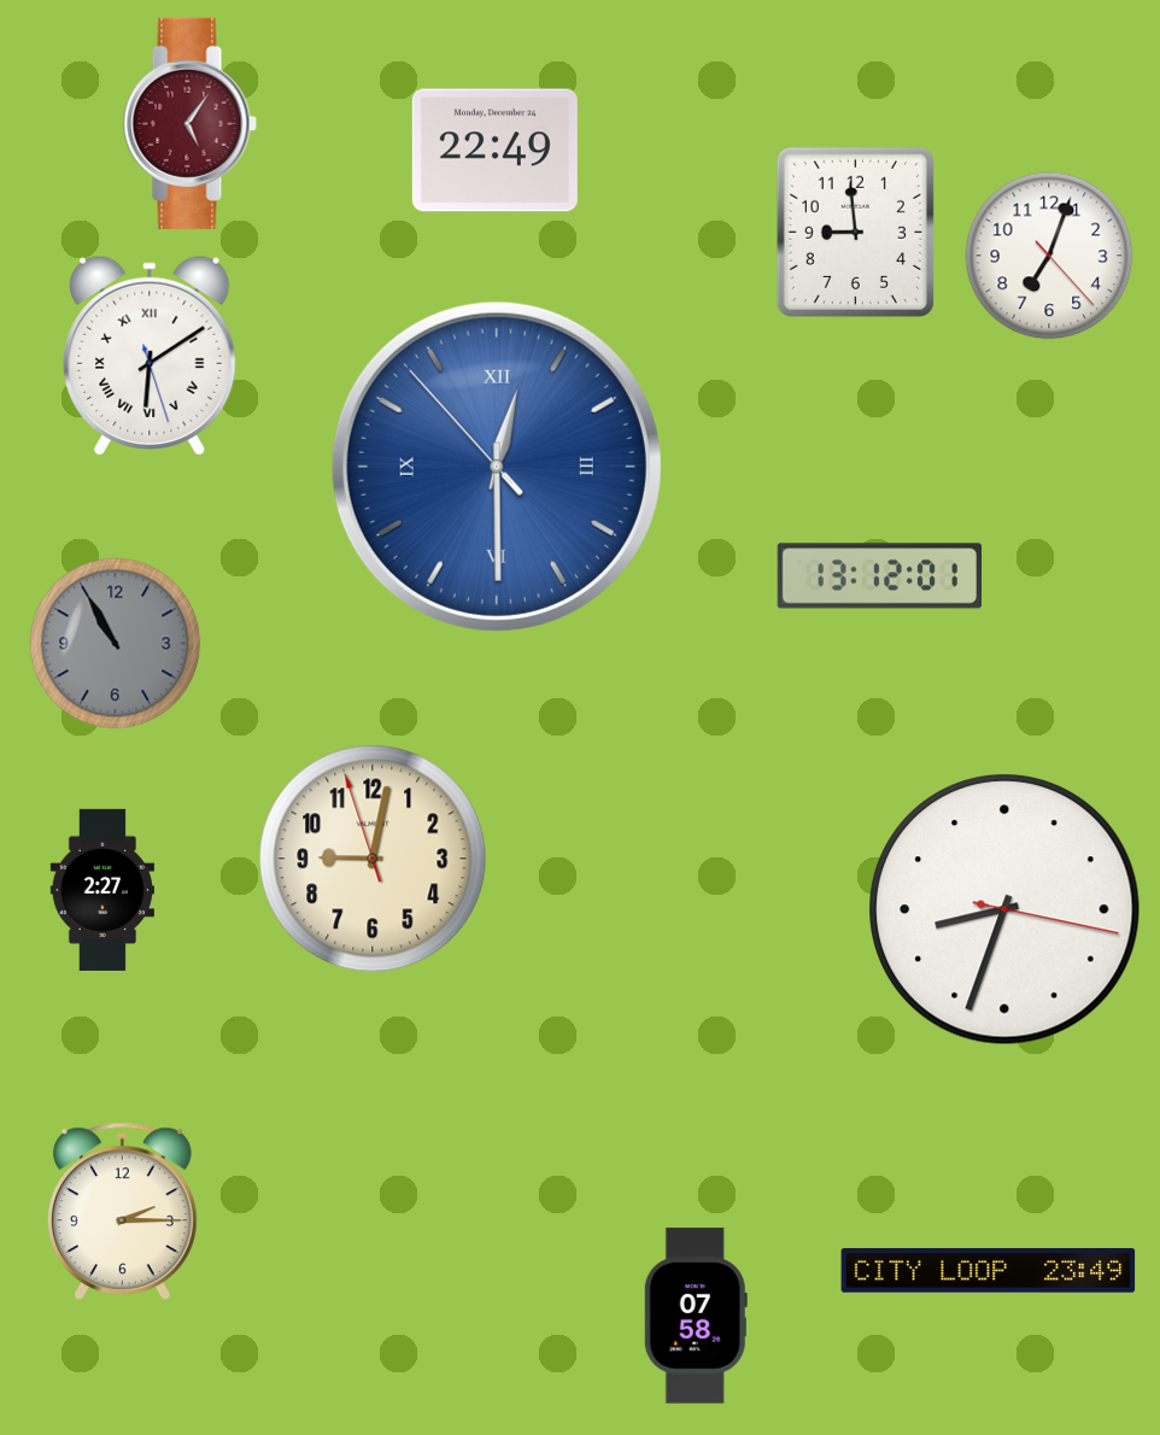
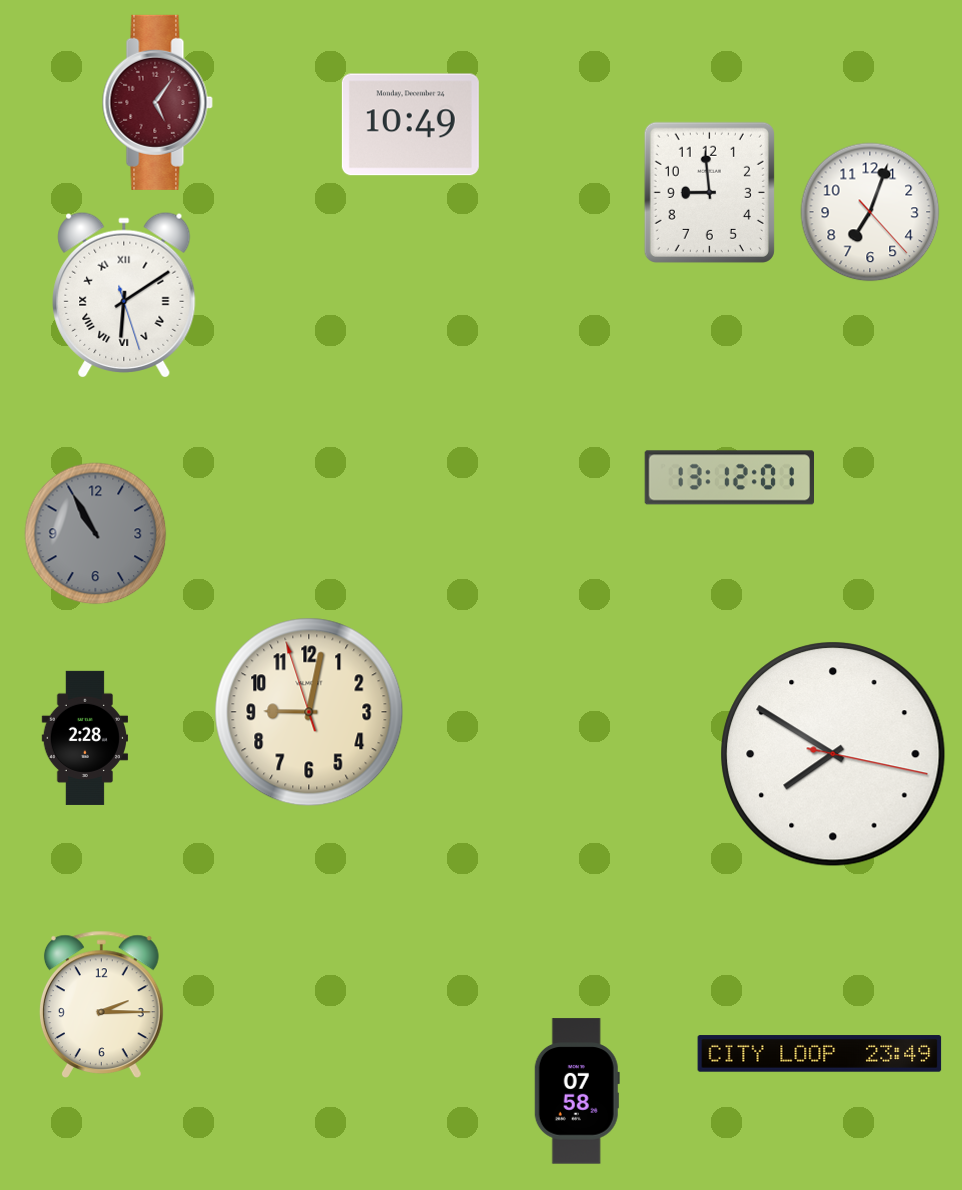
clock at (494, 151): 22:49 -> 10:49
clock at (497, 467): 12:29 -> none
clock at (101, 890): 2:27 -> 2:28
clock at (1004, 909): 8:33 -> 7:50
